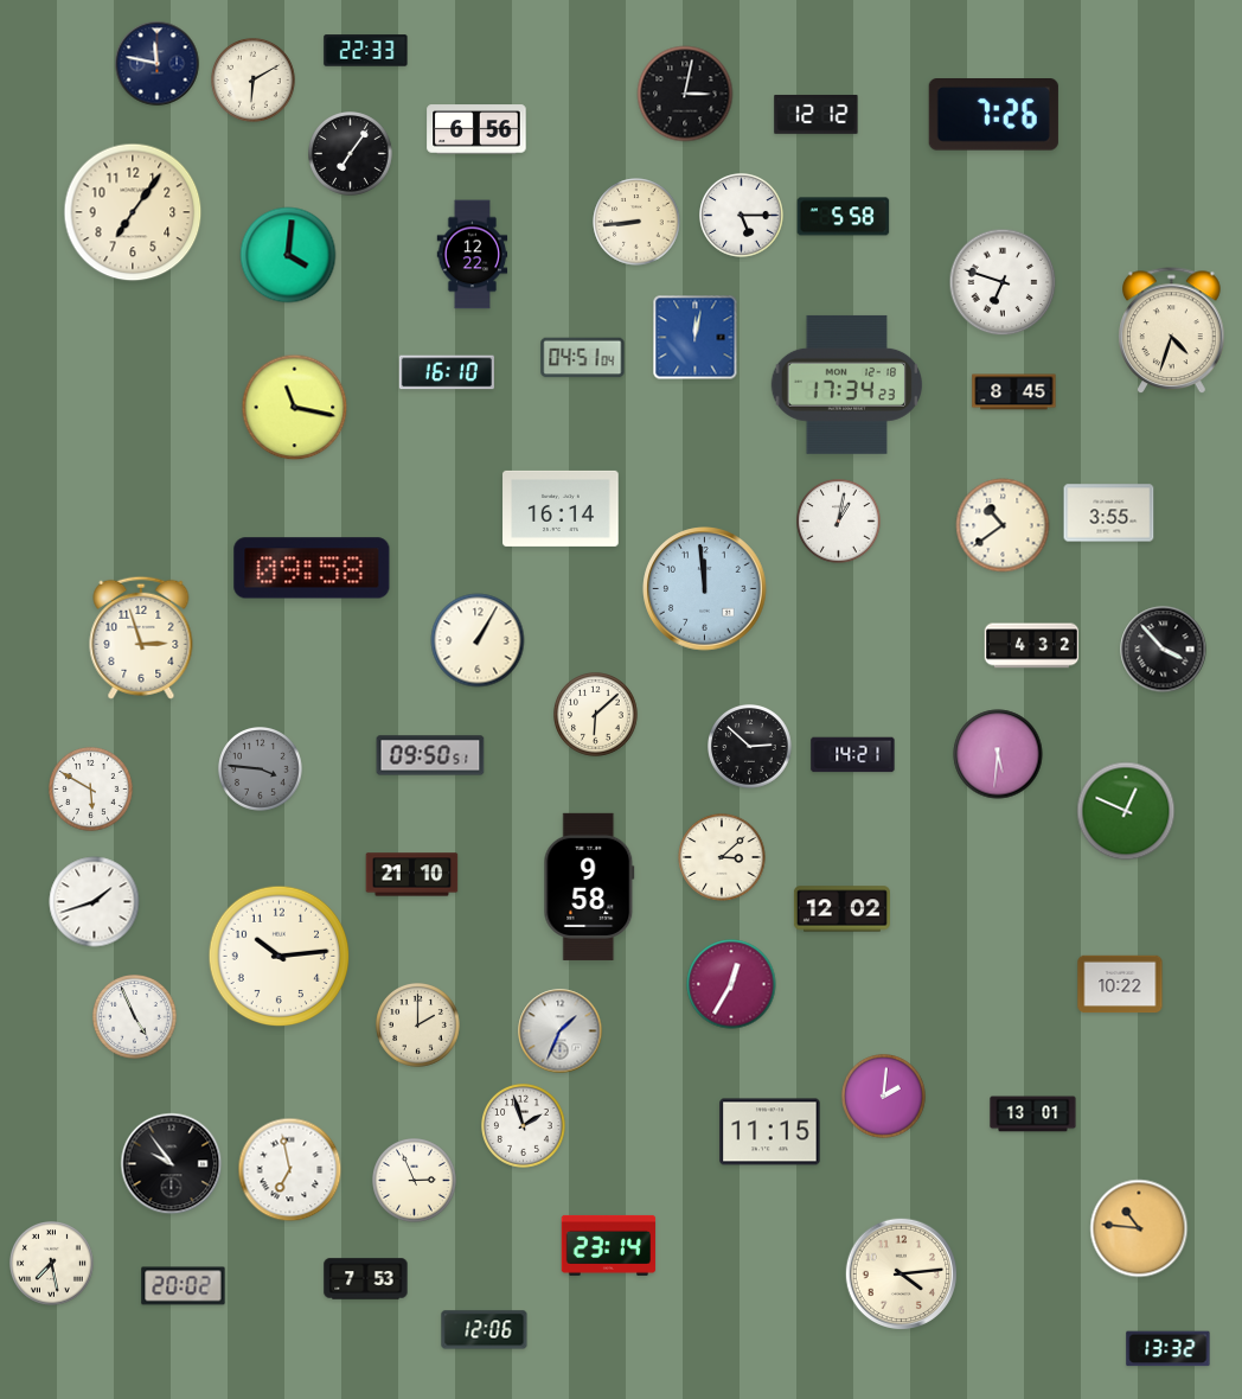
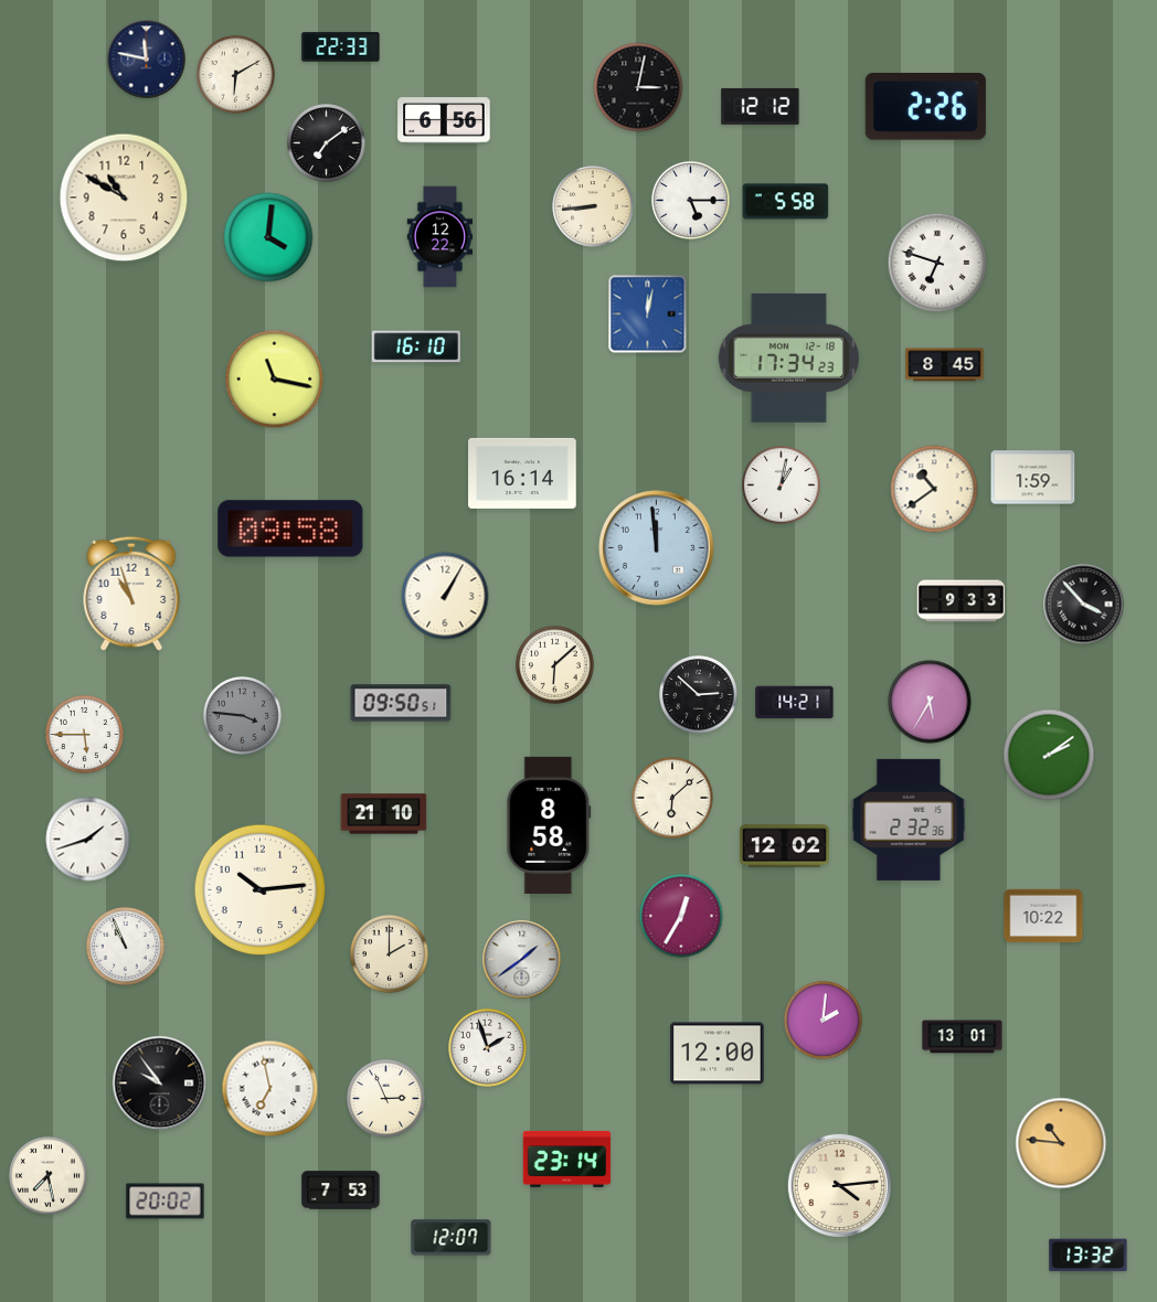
clock at (993, 115): 7:26 -> 2:26
clock at (351, 154): 7:06 -> 7:09
clock at (133, 212): 7:06 -> 10:50
clock at (1003, 282) position: (1003, 282) -> (937, 263)
clock at (1172, 331): 4:33 -> none
clock at (583, 358): 04:51 -> none
clock at (1109, 513): 3:55 -> 1:59
clock at (141, 638): 2:57 -> 10:57
clock at (1032, 646): 4:32 -> 9:33
clock at (998, 754): 5:31 -> 5:35
clock at (91, 790): 5:50 -> 5:45
clock at (1126, 811): 12:49 -> 2:09
clock at (722, 857): 3:08 -> 6:08
clock at (909, 820): none -> 2:32
clock at (589, 887): 9:58 -> 8:58
clock at (135, 1017): 4:56 -> 10:56
clock at (561, 1031): 1:34 -> 1:39
clock at (770, 1132): 11:15 -> 12:00
clock at (184, 1286) position: (184, 1286) -> (166, 1202)
clock at (485, 1330): 12:06 -> 12:07
